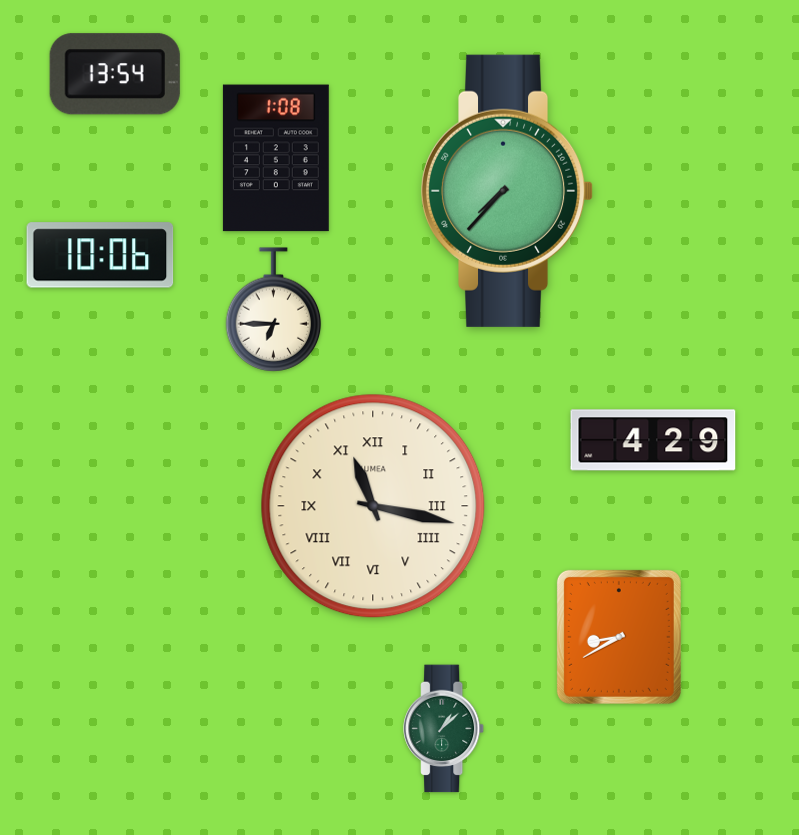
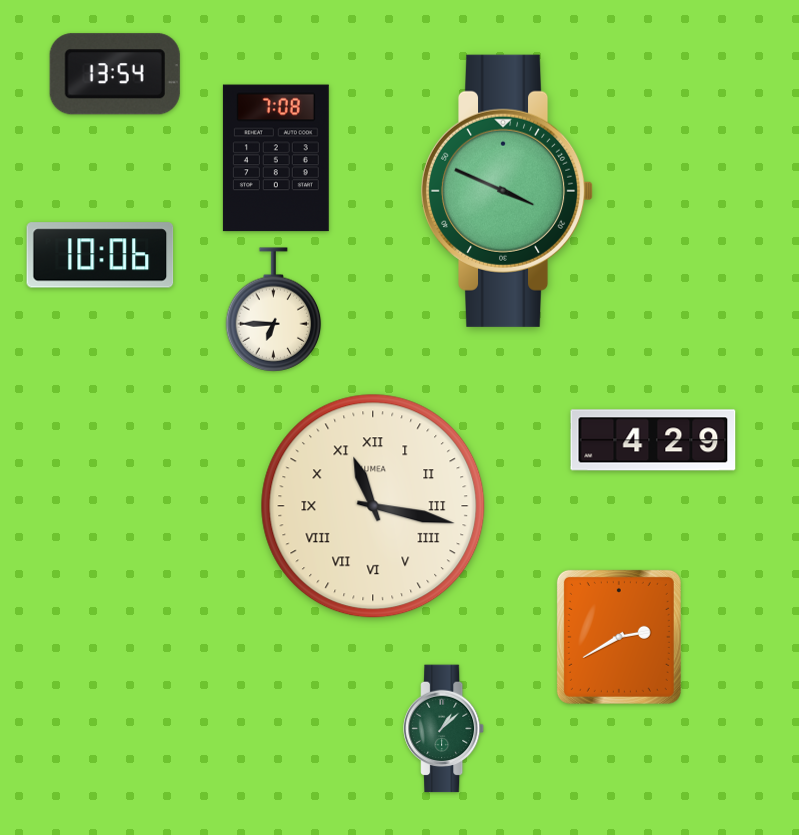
clock at (276, 158): 1:08 -> 7:08
clock at (507, 191): 7:37 -> 3:49
clock at (619, 637): 8:40 -> 2:40
